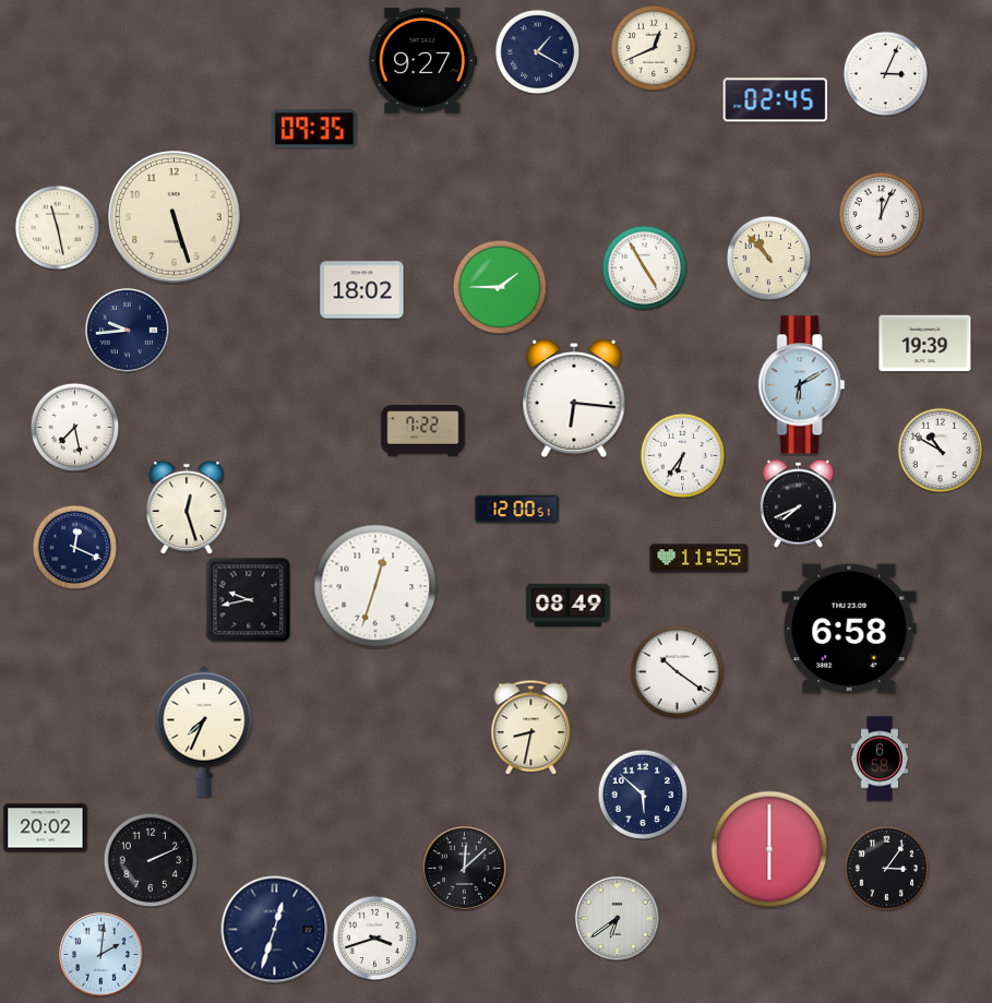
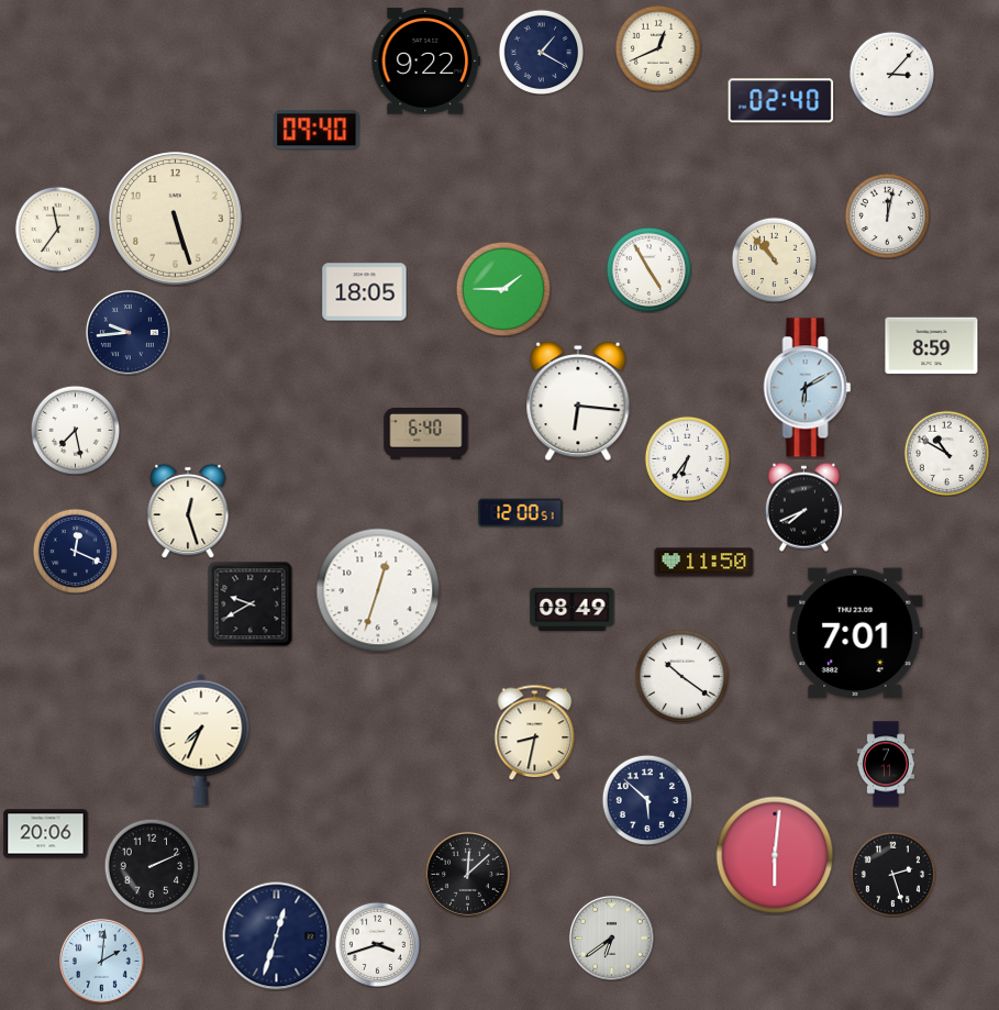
clock at (423, 61): 9:27 -> 9:22
clock at (885, 73): 3:04 -> 3:07
clock at (776, 100): 02:45 -> 02:40
clock at (314, 129): 09:35 -> 09:40
clock at (881, 214): 12:04 -> 12:02
clock at (57, 227): 11:28 -> 11:36
clock at (362, 290): 18:02 -> 18:05
clock at (925, 344): 19:39 -> 8:59
clock at (423, 431): 7:22 -> 6:40
clock at (700, 559): 11:55 -> 11:50
clock at (248, 599): 9:43 -> 9:40
clock at (849, 629): 6:58 -> 7:01
clock at (204, 731) position: (204, 731) -> (201, 740)
clock at (880, 759): 6:58 -> 7:11
clock at (46, 828): 20:02 -> 20:06
clock at (769, 849): 6:00 -> 6:01
clock at (886, 868): 3:06 -> 2:27
clock at (617, 918) position: (617, 918) -> (611, 937)
